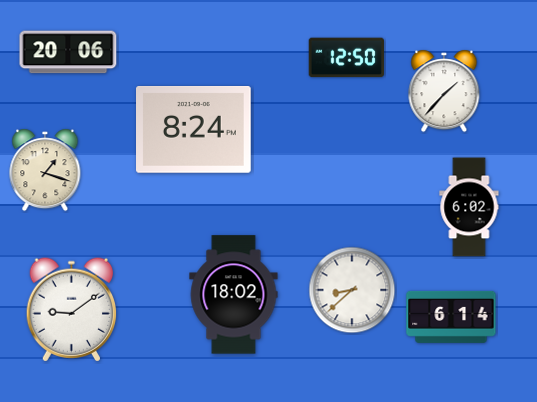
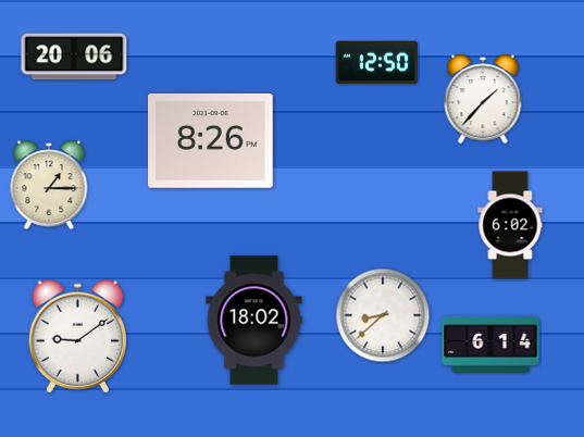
clock at (194, 130): 8:24 -> 8:26
clock at (45, 170): 1:18 -> 1:15
